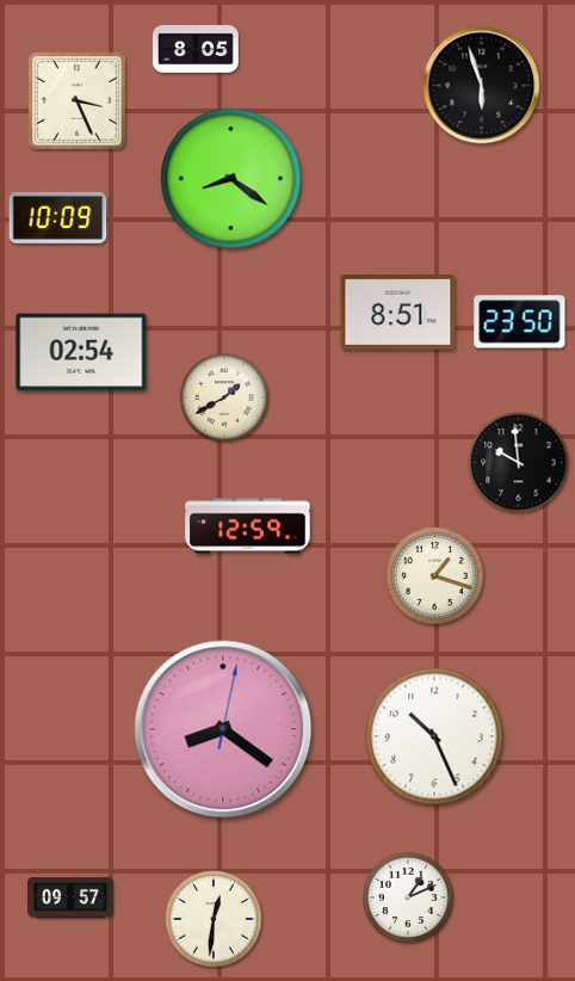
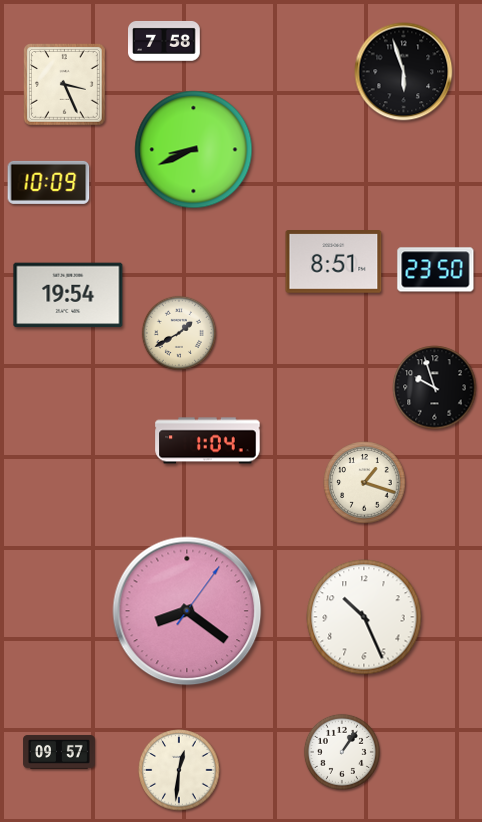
clock at (197, 49): 8:05 -> 7:58
clock at (231, 179): 8:21 -> 8:41
clock at (81, 352): 02:54 -> 19:54
clock at (223, 396) position: (223, 396) -> (178, 332)
clock at (519, 463): 9:59 -> 9:57
clock at (248, 526): 12:59 -> 1:04
clock at (223, 729): 8:21:02 -> 8:21:06
clock at (408, 897): 1:11 -> 1:06
